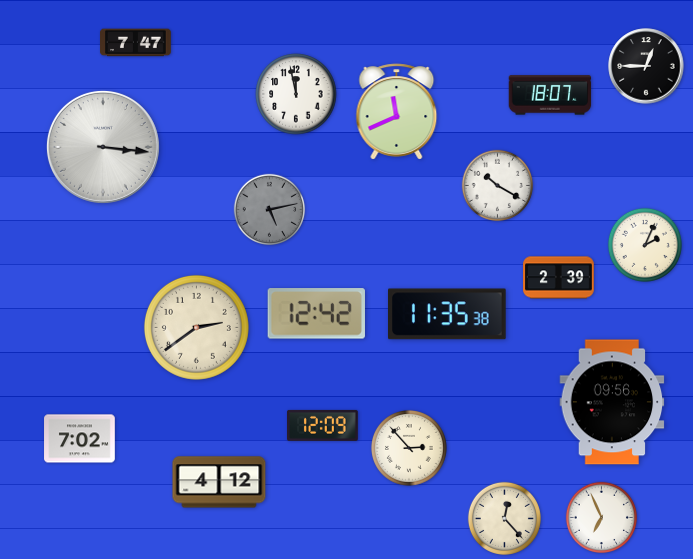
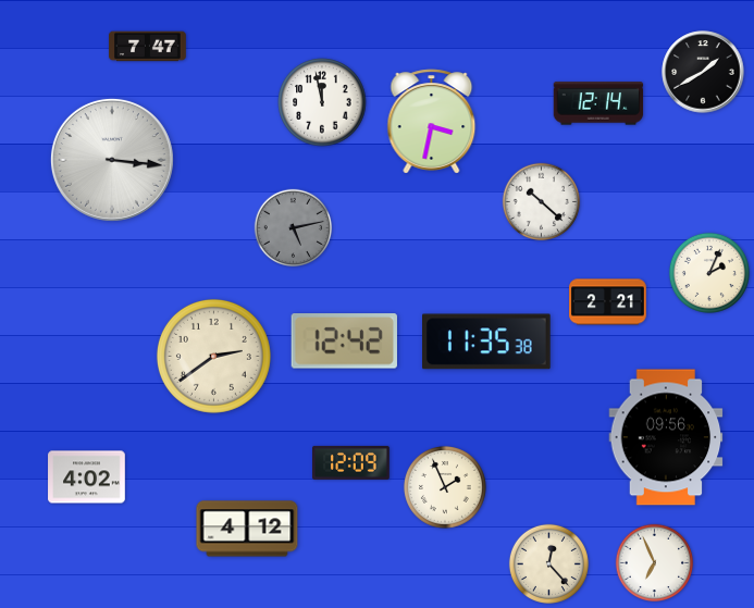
clock at (646, 66): 12:45 -> 1:40
clock at (550, 95): 18:07 -> 12:14
clock at (397, 112): 11:41 -> 3:32
clock at (498, 186): 10:20 -> 10:22
clock at (645, 245) position: (645, 245) -> (709, 273)
clock at (559, 278): 2:39 -> 2:21
clock at (80, 439): 7:02 -> 4:02
clock at (409, 448): 2:53 -> 1:56
clock at (219, 482) position: (219, 482) -> (247, 529)
